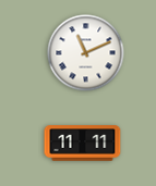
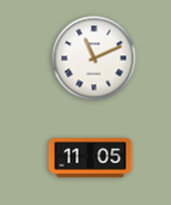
clock at (83, 144): 11:11 -> 11:05
